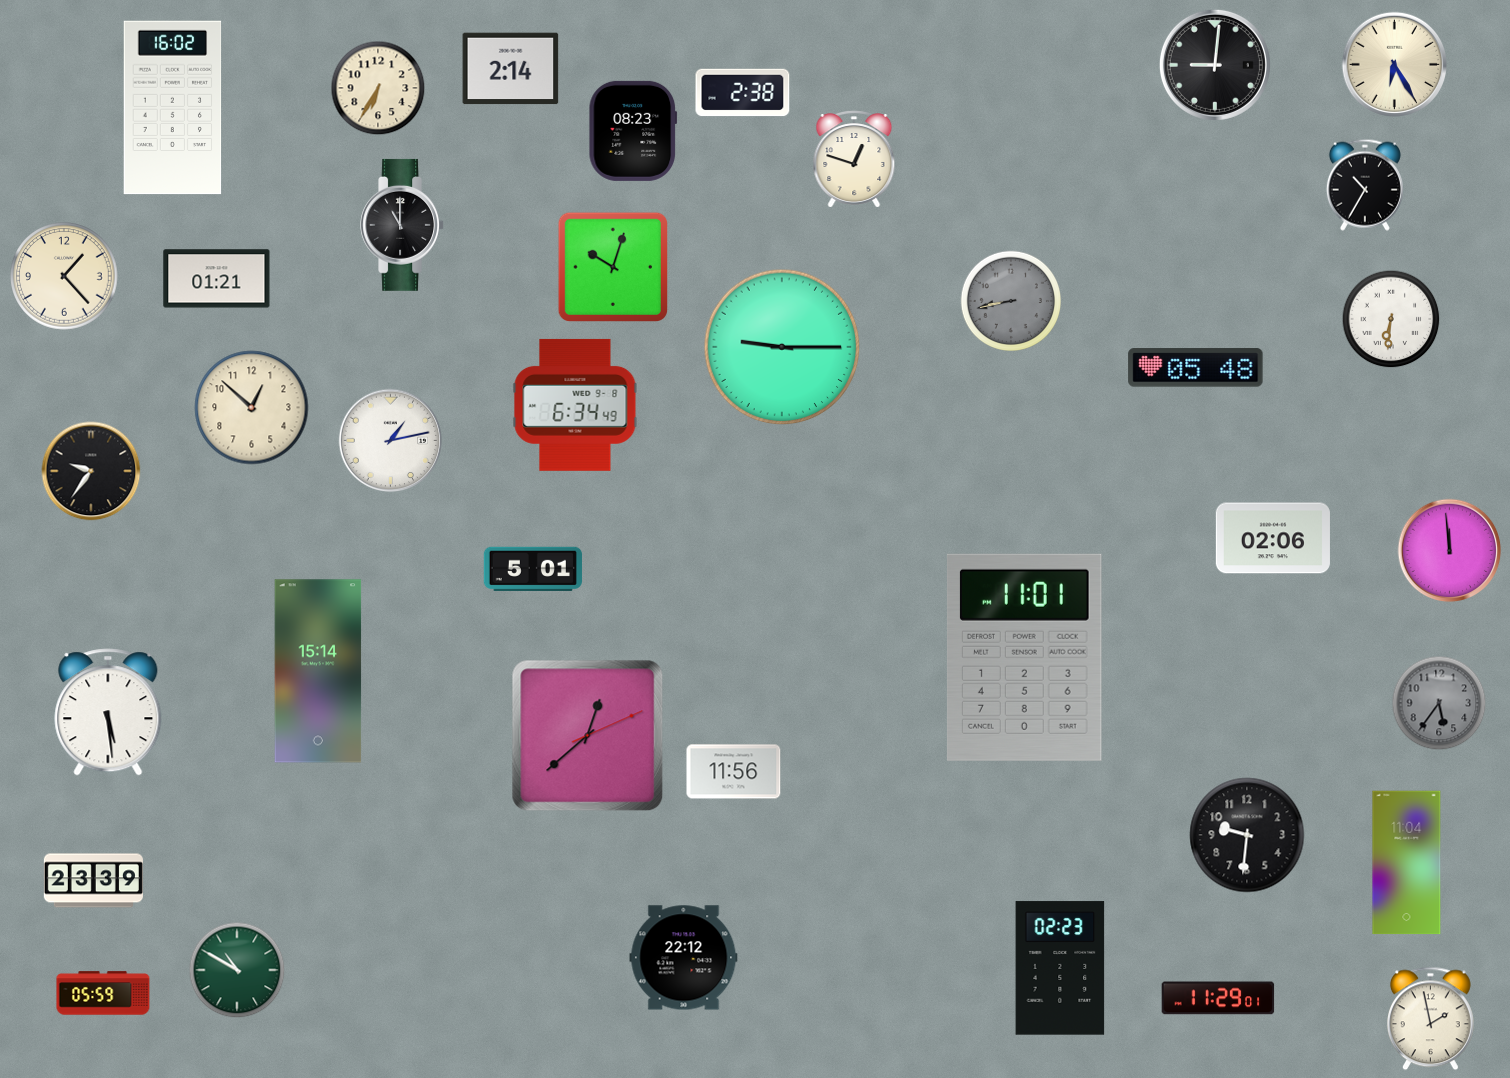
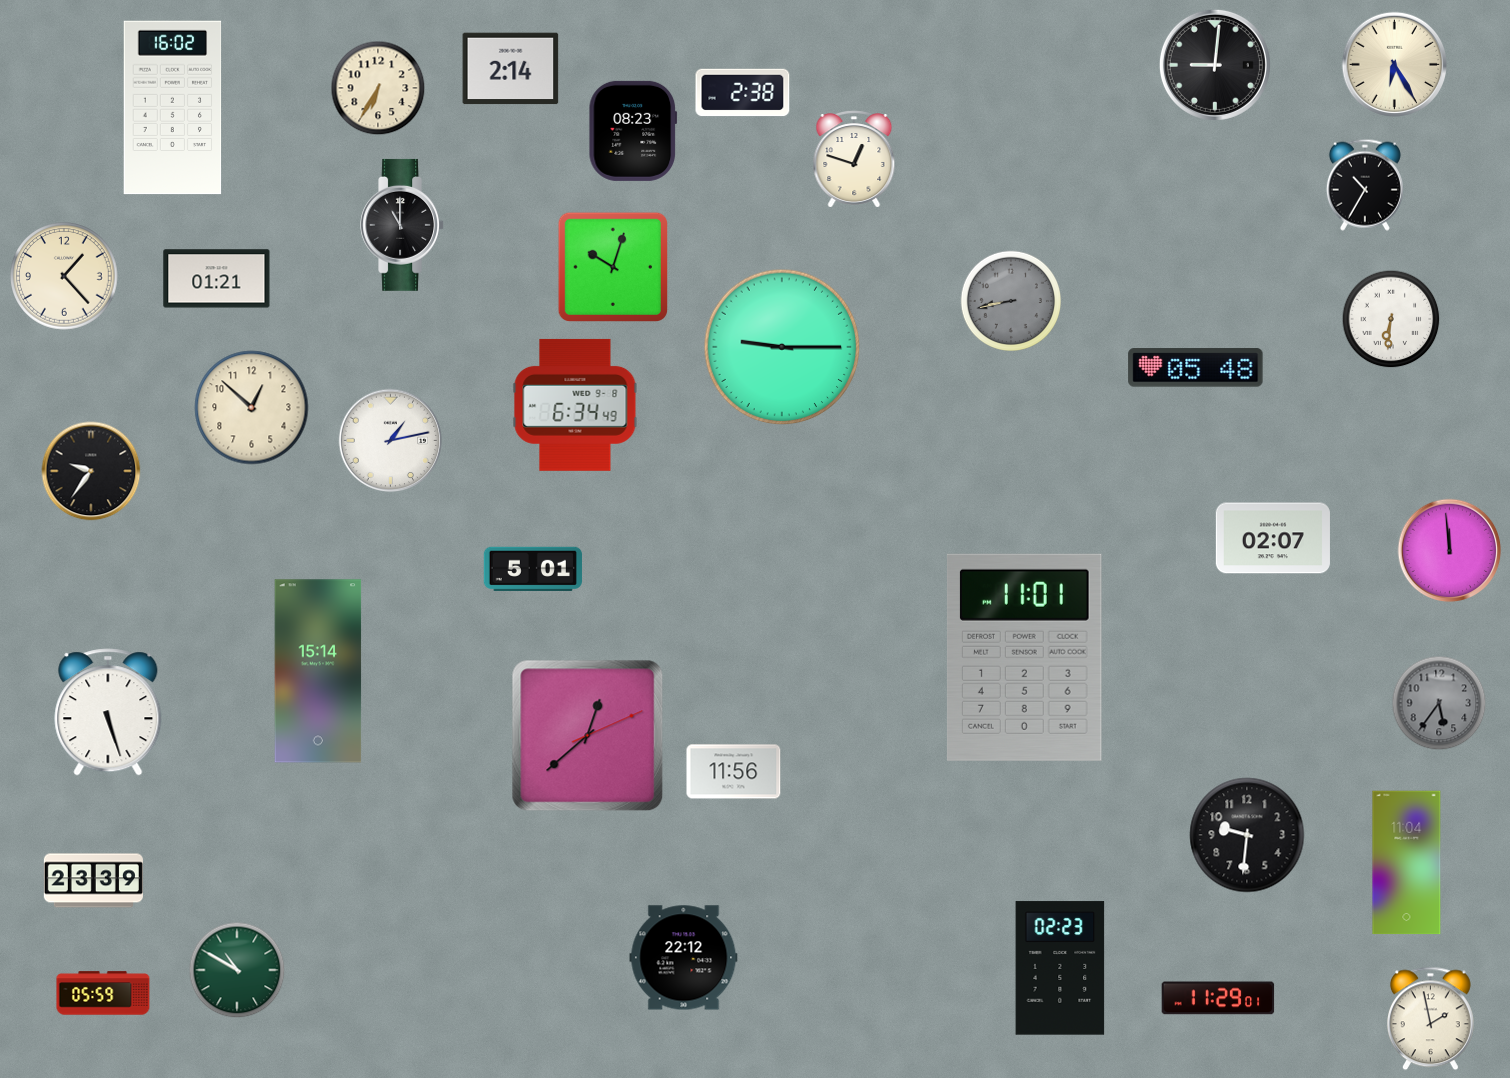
clock at (1273, 538): 02:06 -> 02:07
clock at (108, 712): 5:29 -> 5:27
